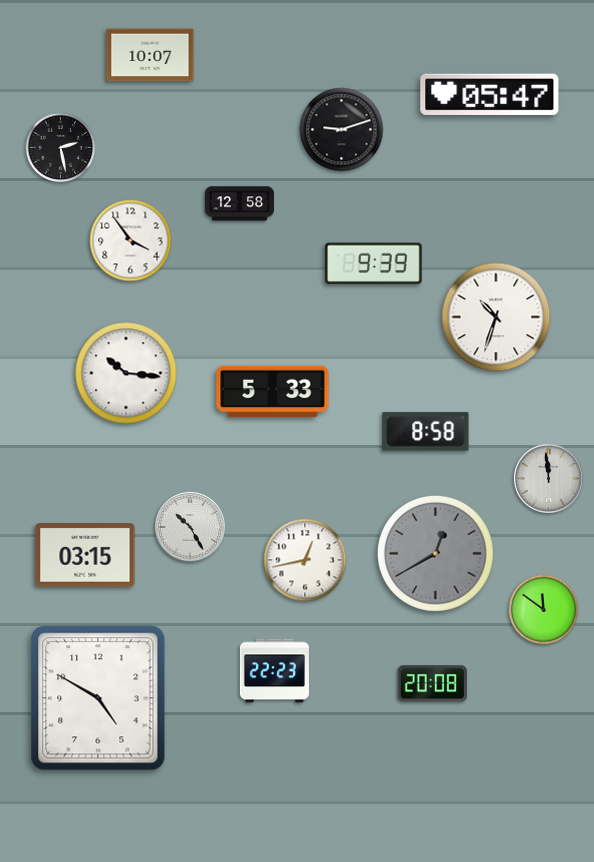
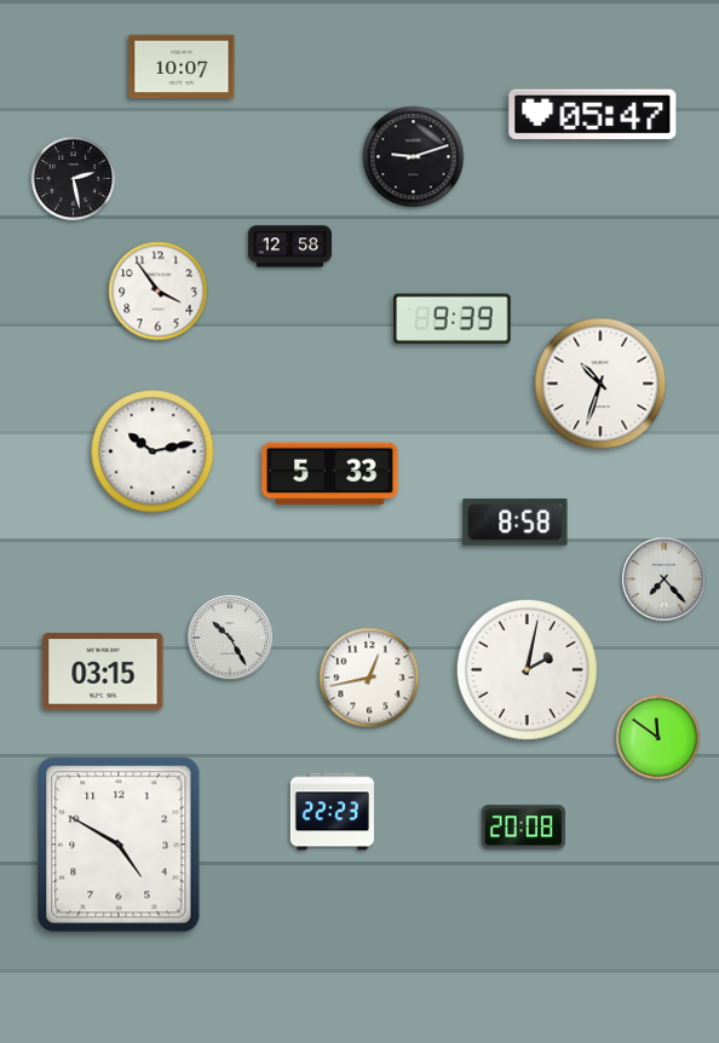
clock at (126, 373): 10:16 -> 10:13
clock at (548, 478): 11:59 -> 7:23
clock at (435, 553): 12:40 -> 2:02
clock at (435, 553) dial: grey -> white
